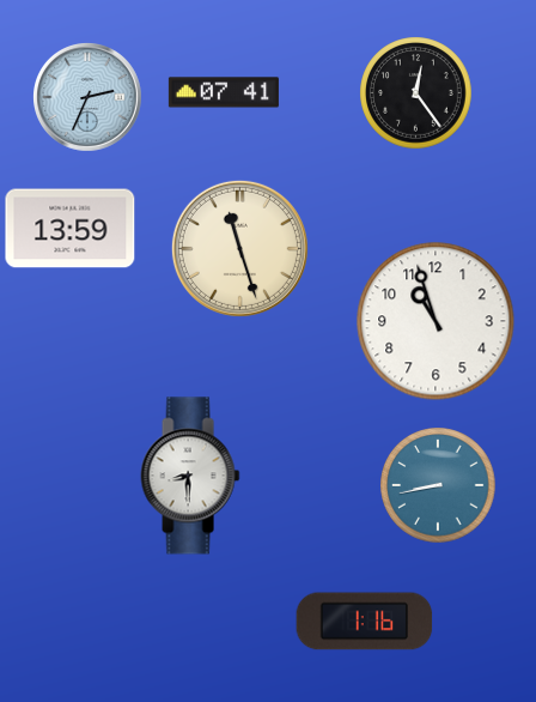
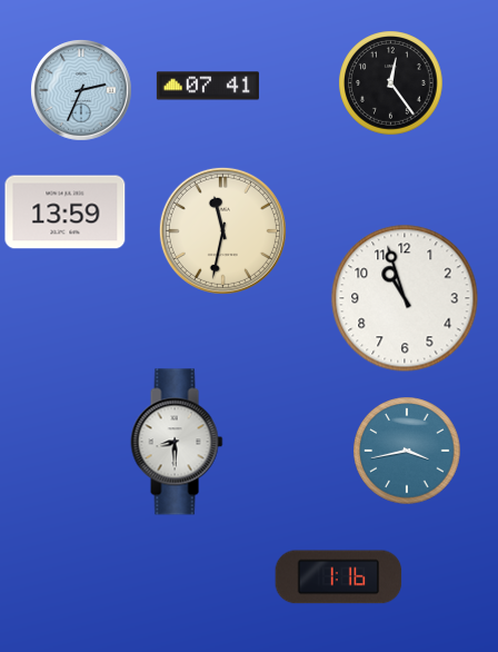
clock at (416, 93) position: (416, 93) -> (391, 83)
clock at (239, 248): 11:27 -> 11:32
clock at (438, 485): 8:43 -> 3:43
